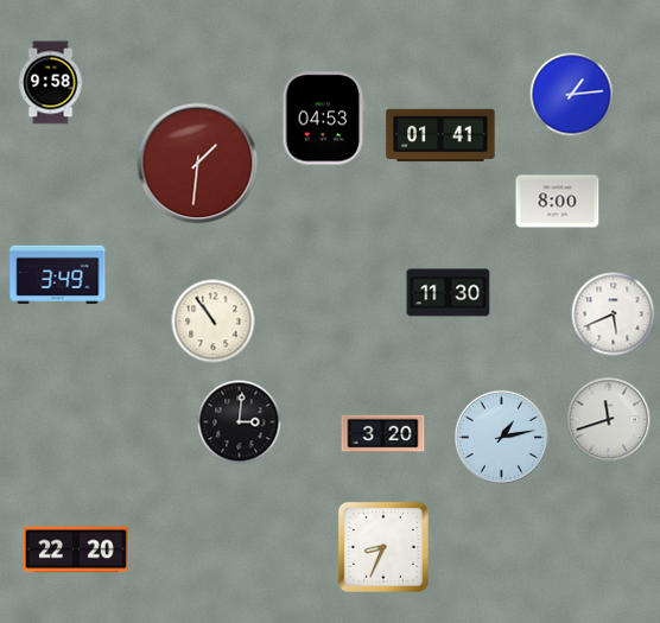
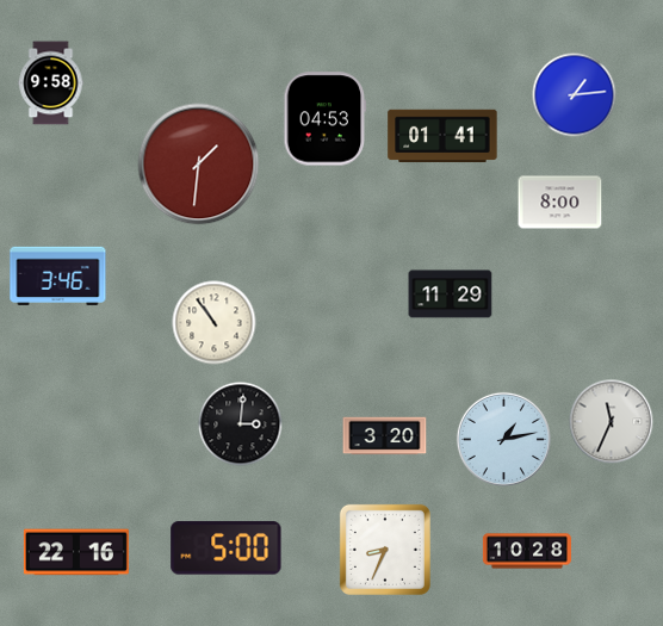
clock at (58, 274): 3:49 -> 3:46
clock at (449, 293): 11:30 -> 11:29
clock at (614, 314): 5:41 -> none
clock at (609, 420): 11:42 -> 11:34
clock at (227, 548): none -> 5:00
clock at (527, 551): none -> 10:28
clock at (76, 549): 22:20 -> 22:16
